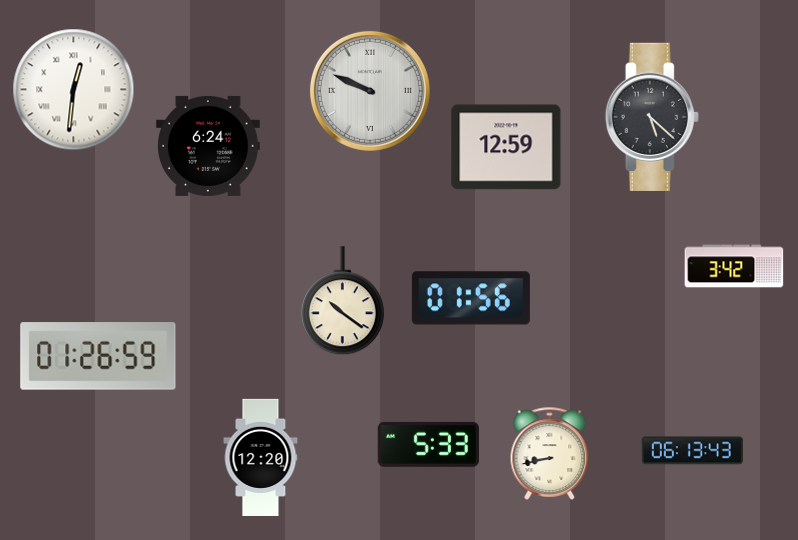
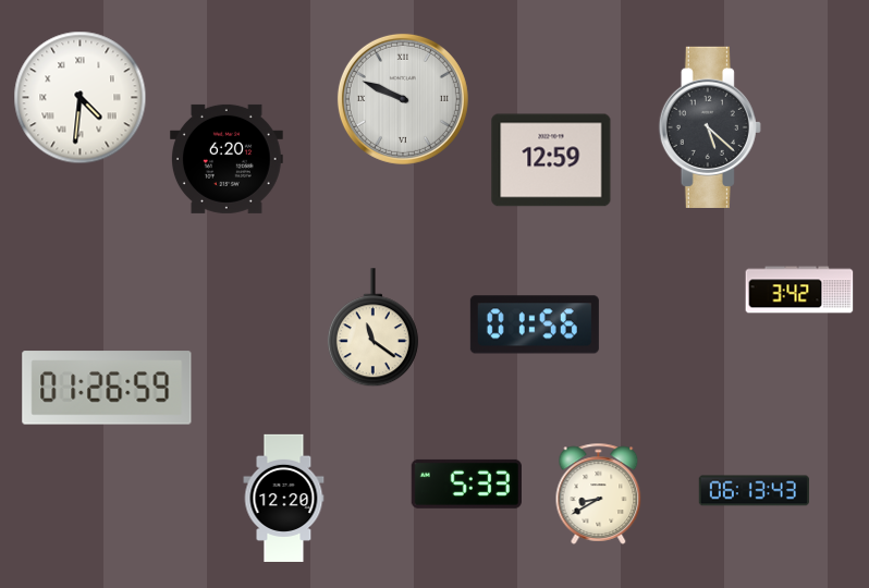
clock at (74, 90): 12:31 -> 4:31
clock at (208, 146): 6:24 -> 6:20
clock at (471, 298) position: (471, 298) -> (535, 324)
clock at (342, 301): 10:21 -> 11:21
clock at (550, 453): 8:43 -> 8:40
